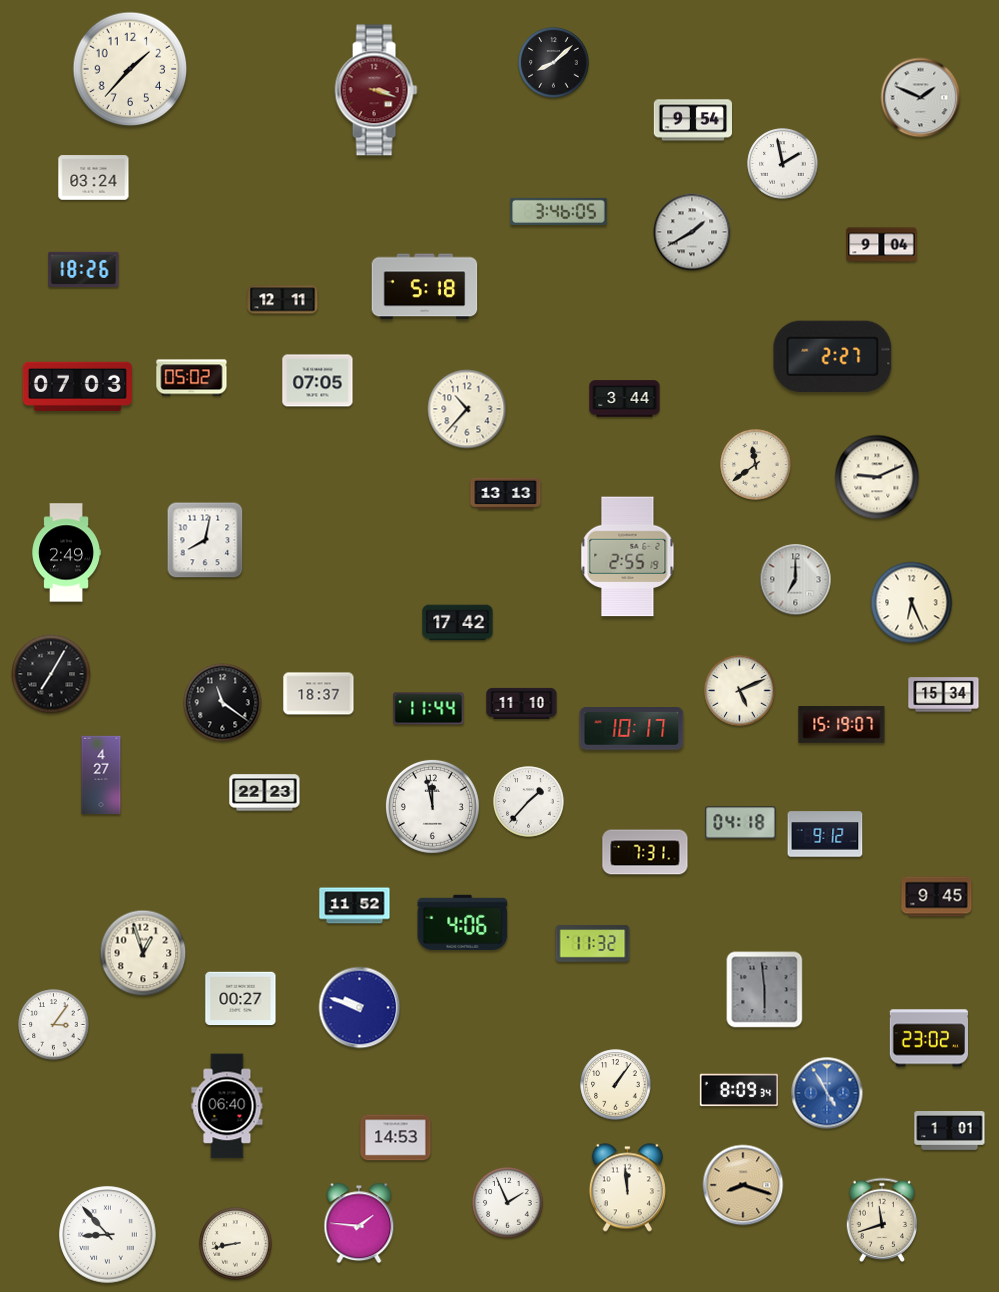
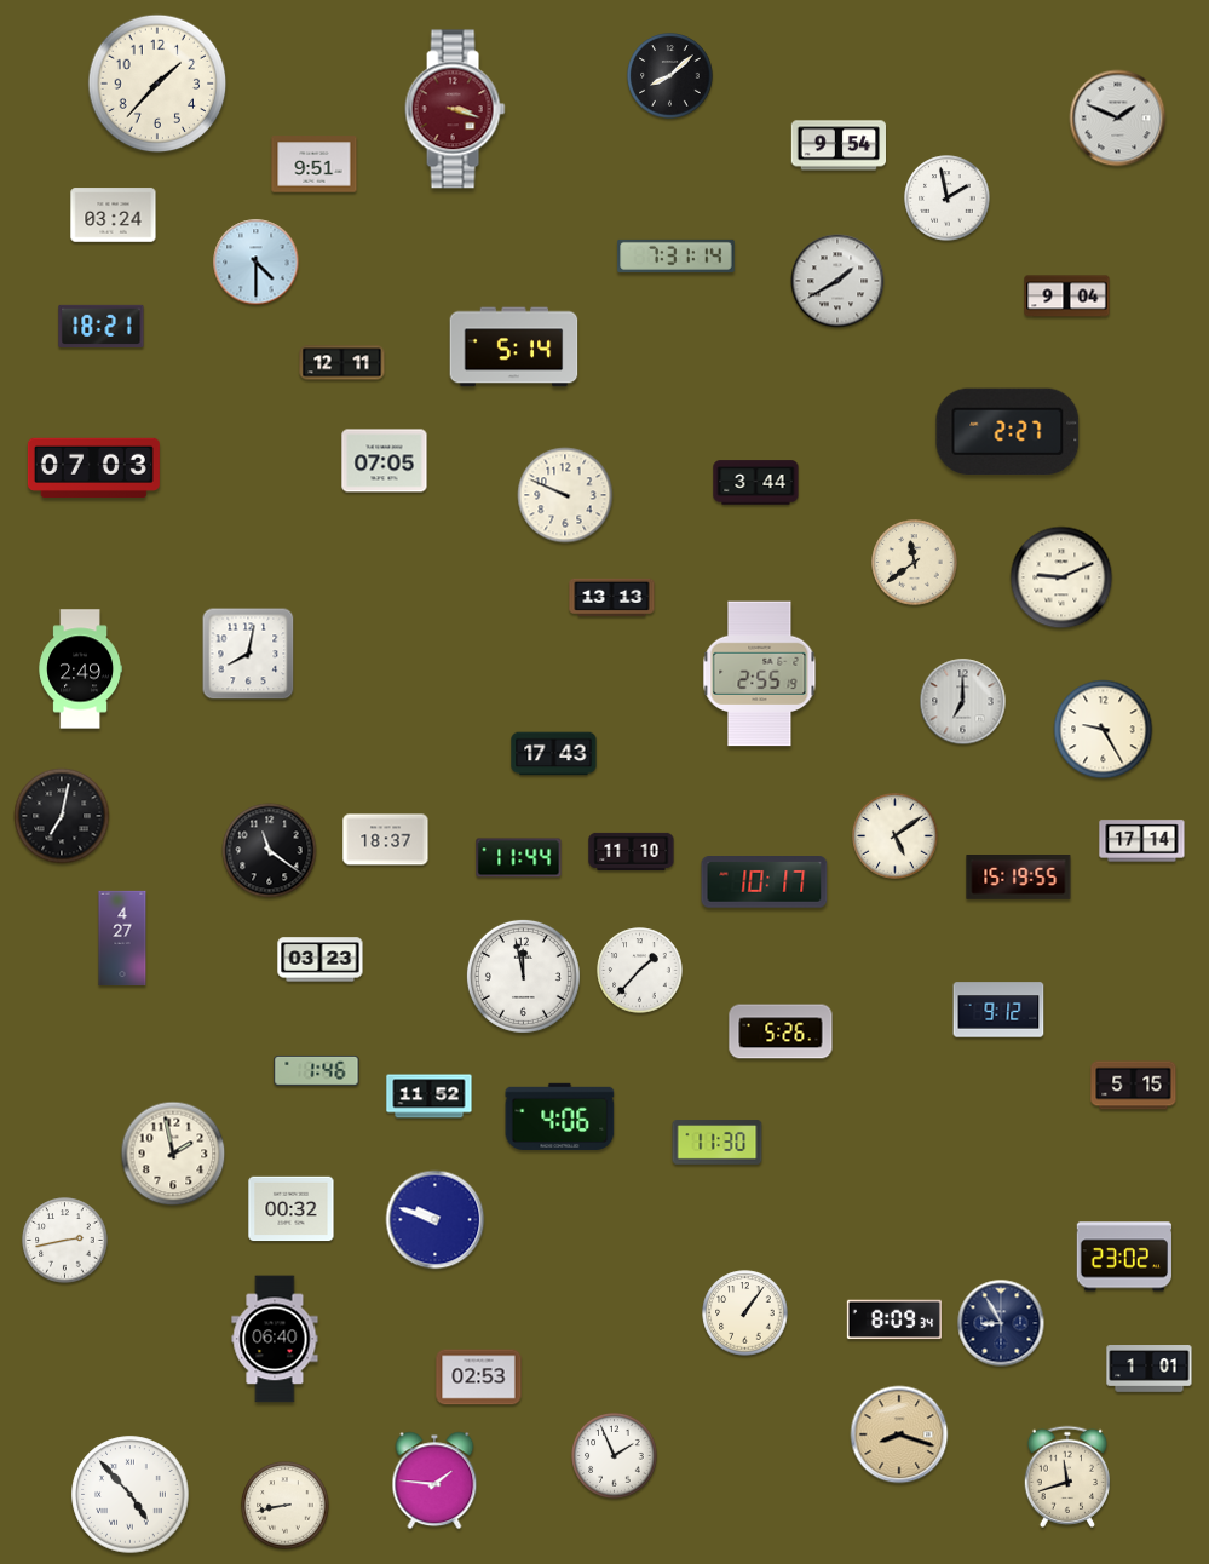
clock at (921, 98) position: (921, 98) -> (1118, 119)
clock at (315, 165): none -> 9:51
clock at (559, 211): 3:46 -> 7:31
clock at (257, 263): none -> 4:30
clock at (84, 269): 18:26 -> 18:21
clock at (425, 287): 5:18 -> 5:14
clock at (192, 378): 05:02 -> none
clock at (467, 409): 10:37 -> 9:49
clock at (912, 603): 6:26 -> 9:25
clock at (458, 623): 17:42 -> 17:43
clock at (51, 674): 7:05 -> 7:02
clock at (740, 691): 5:11 -> 5:09
clock at (944, 695): 15:34 -> 17:14
clock at (842, 725): 15:19:07 -> 15:19:55
clock at (265, 793): 22:23 -> 03:23
clock at (741, 823): 04:18 -> none
clock at (645, 852): 7:31 -> 5:26
clock at (317, 1070): none -> 1:46
clock at (937, 897): 9:45 -> 5:15
clock at (593, 944): 11:32 -> 11:30
clock at (143, 953): 12:57 -> 1:58
clock at (765, 990): 5:59 -> none
clock at (241, 999): 00:27 -> 00:32
clock at (54, 1025): 3:06 -> 2:43
clock at (827, 1093): 4:55 -> 8:55
clock at (827, 1093) dial: blue -> navy
clock at (396, 1138): 14:53 -> 02:53
clock at (627, 1188): 11:59 -> none
clock at (108, 1235): 8:53 -> 4:53
